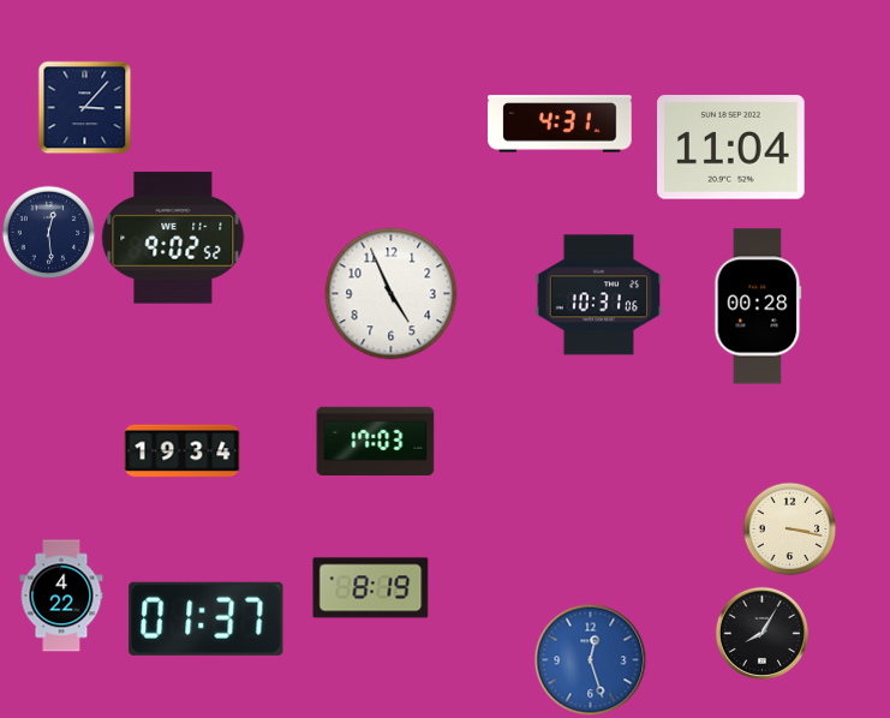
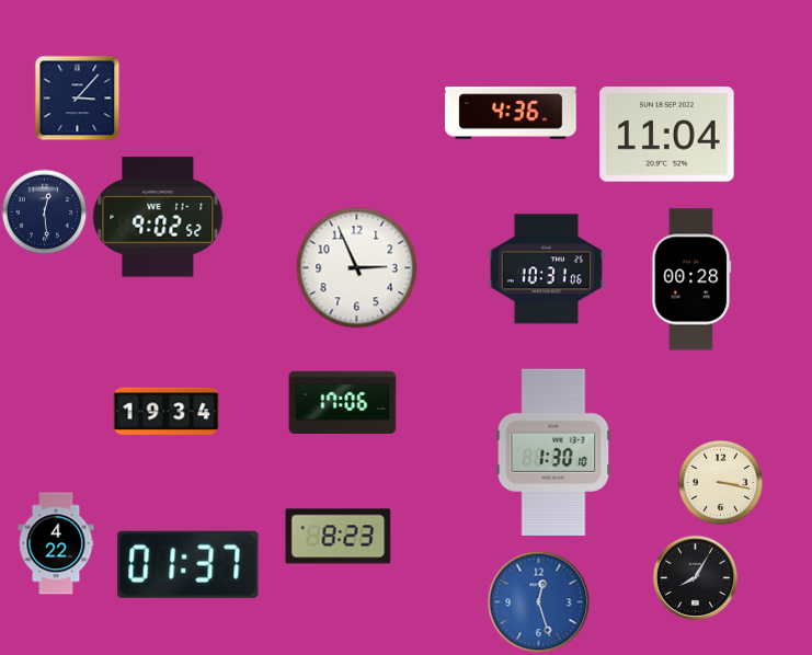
clock at (560, 124): 4:31 -> 4:36
clock at (392, 294): 4:56 -> 2:56
clock at (376, 441): 17:03 -> 17:06
clock at (553, 451): none -> 1:30
clock at (371, 588): 8:19 -> 8:23
